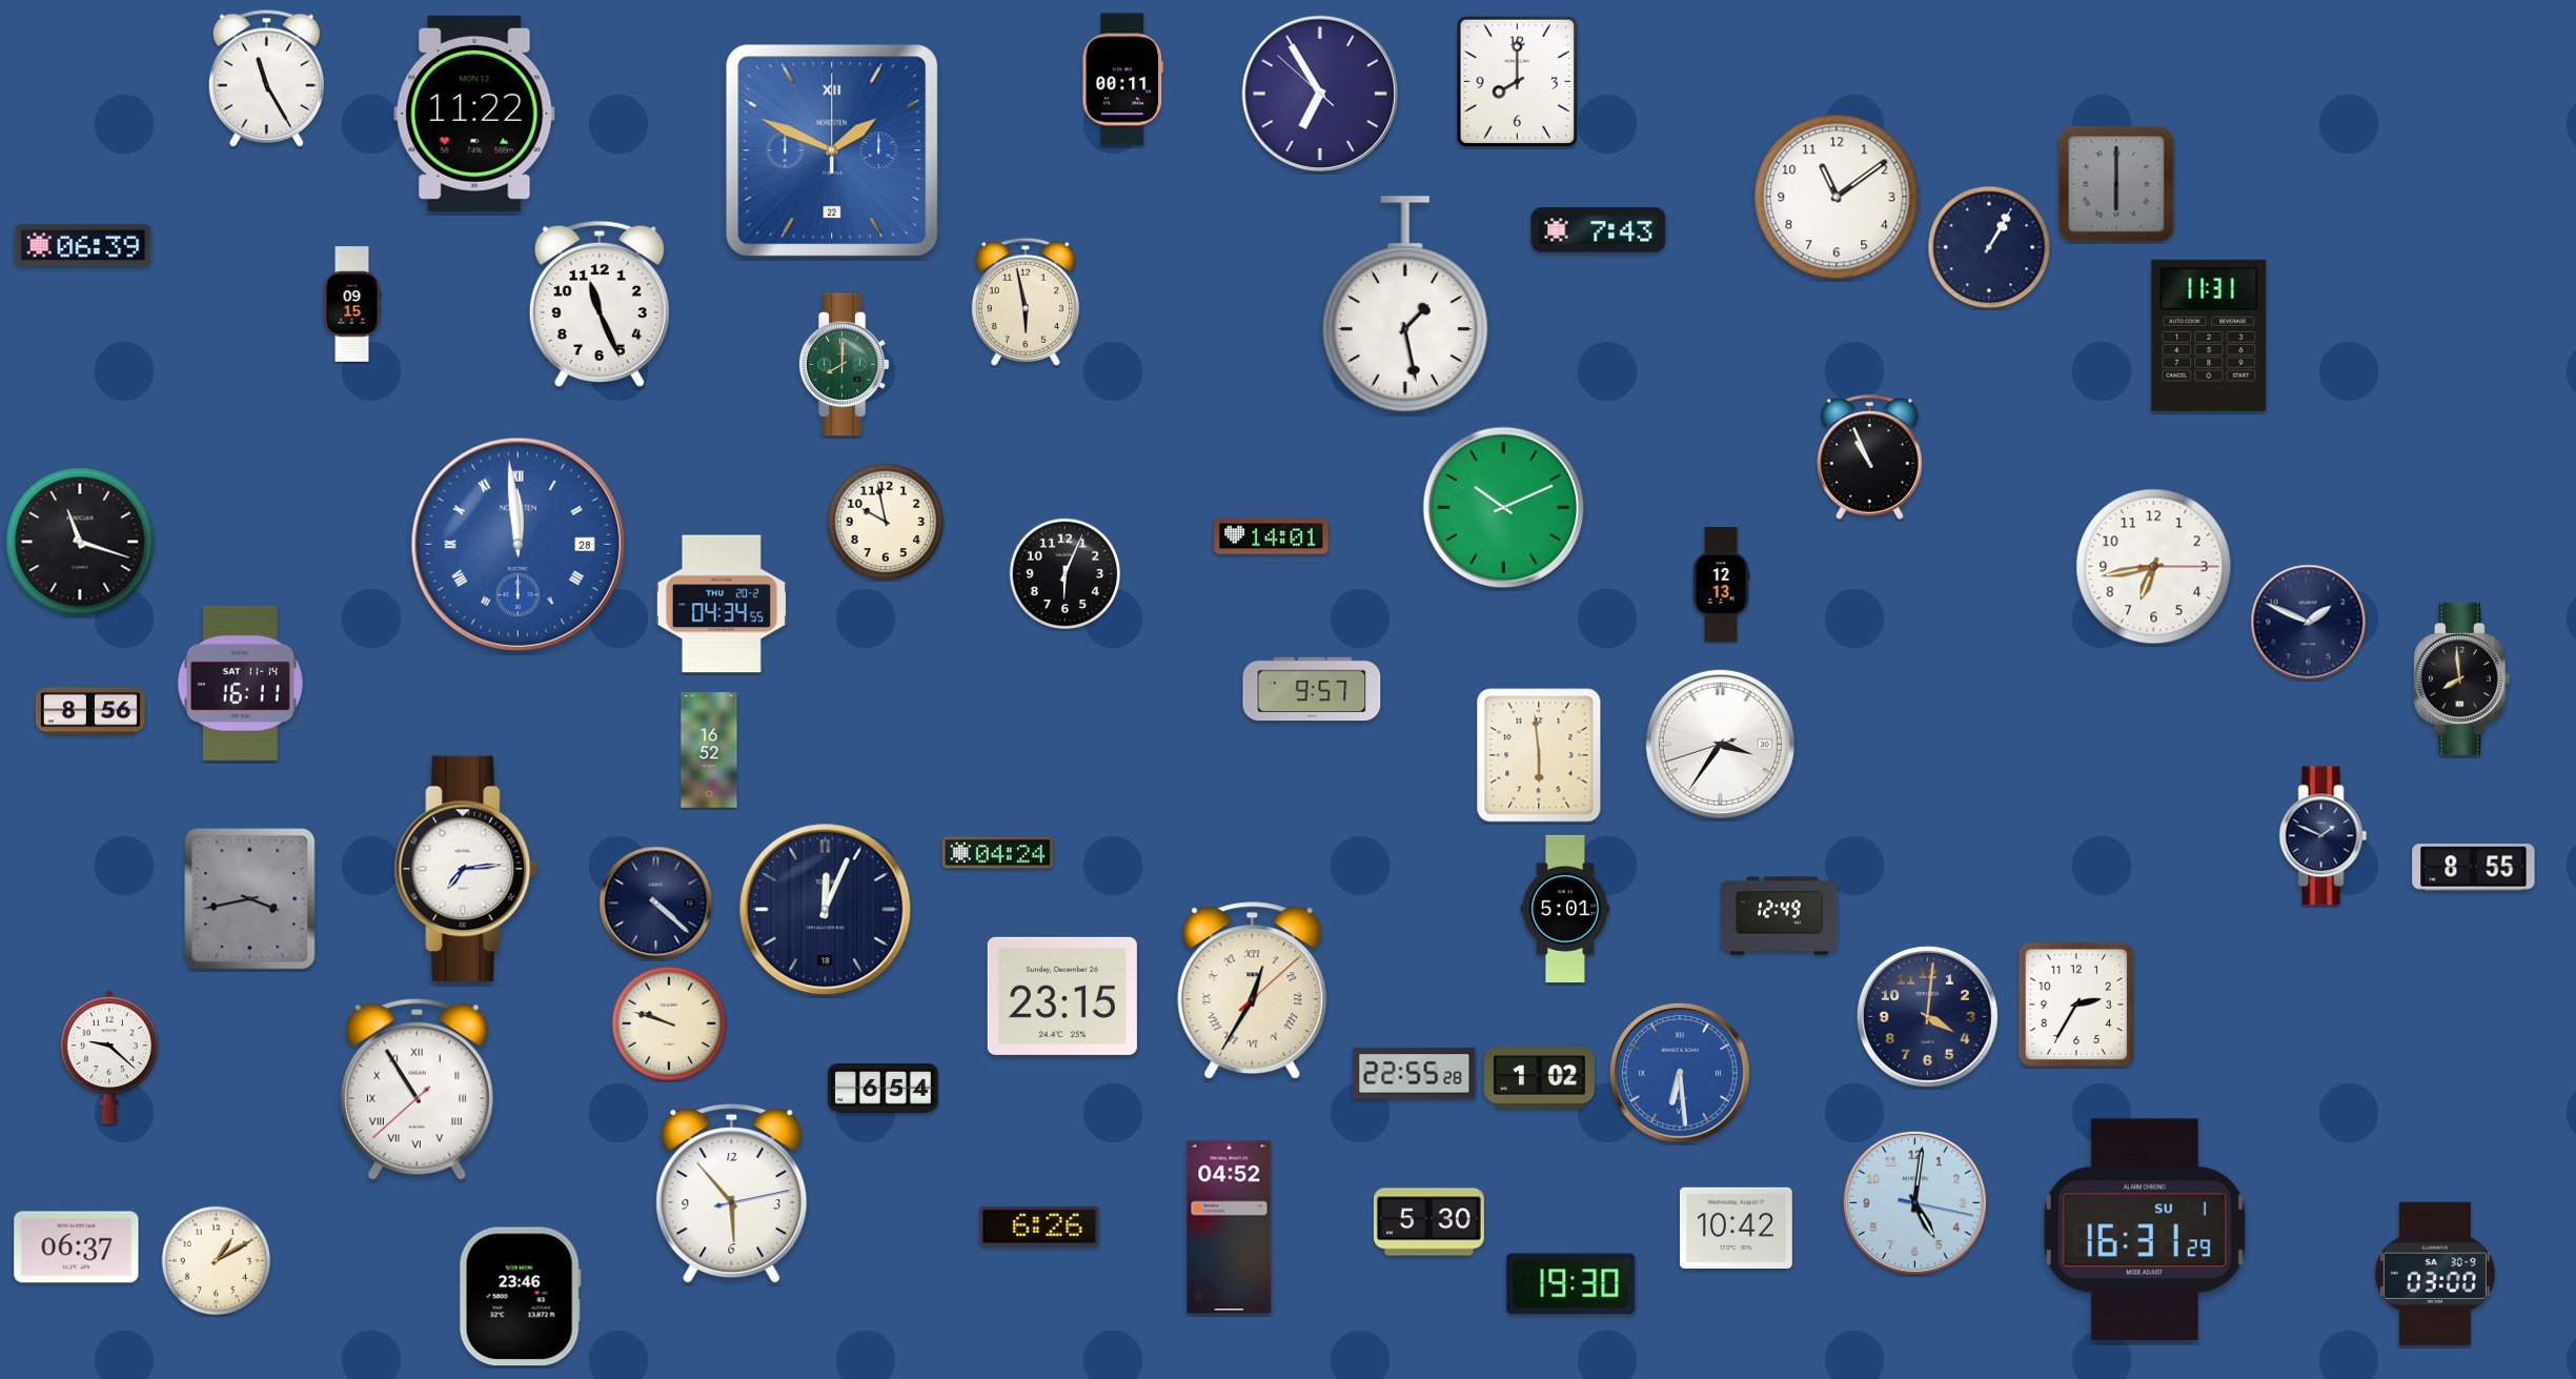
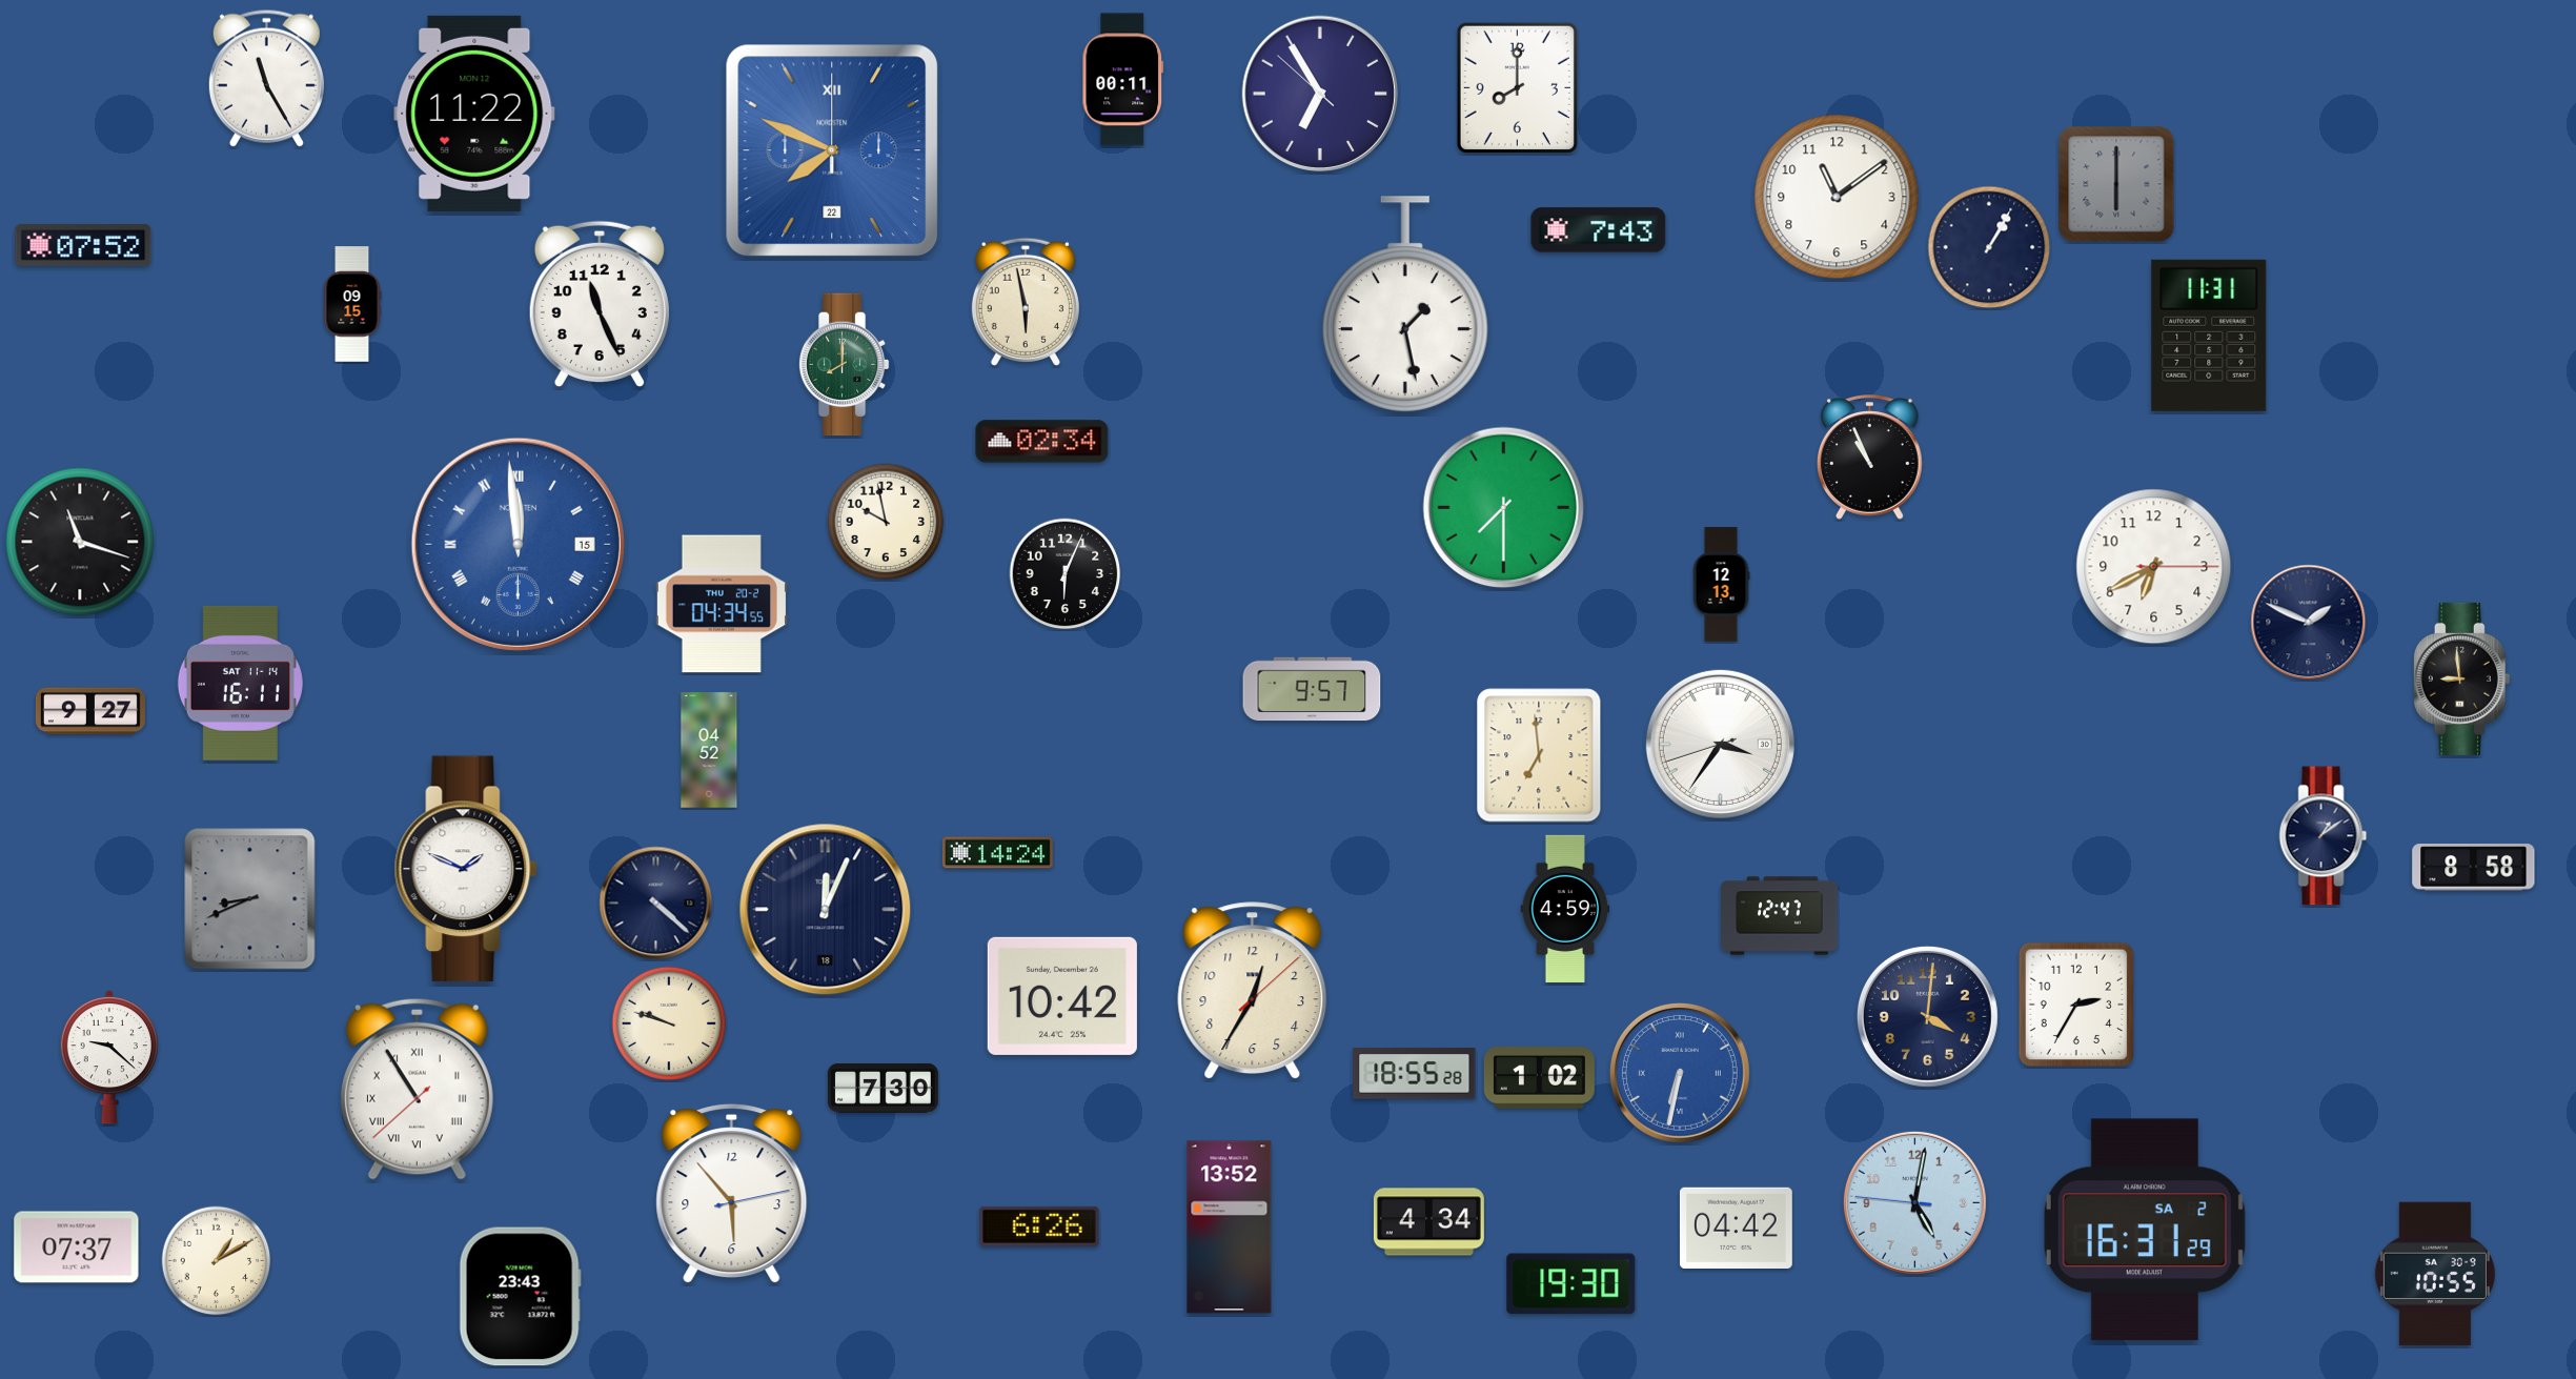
clock at (1517, 81) position: (1517, 81) -> (1517, 87)
clock at (832, 150): 1:49 -> 7:49
clock at (83, 245): 06:39 -> 07:52
clock at (1042, 442): none -> 02:34
clock at (1504, 508): 10:11 -> 7:30
clock at (1272, 536): 14:01 -> none
clock at (518, 544) date: 28 -> 15
clock at (2154, 567): 6:43 -> 6:40
clock at (2461, 678): 7:59 -> 8:59
clock at (90, 711): 8:56 -> 9:27
clock at (709, 750): 16:52 -> 04:52
clock at (1539, 755): 5:59 -> 6:59
clock at (2324, 836): 1:49 -> 1:09
clock at (997, 853): 04:24 -> 14:24
clock at (2474, 868): 8:55 -> 8:58
clock at (466, 869): 7:14 -> 1:49
clock at (250, 899): 3:43 -> 8:41
clock at (1565, 909): 5:01 -> 4:59
clock at (1780, 916): 12:49 -> 12:47
clock at (1253, 990) numerals: Roman -> Arabic
clock at (1062, 996): 23:15 -> 10:42
clock at (1680, 1073): 6:29 -> 6:32
clock at (1415, 1074): 22:55 -> 18:55
clock at (883, 1088): 6:54 -> 7:30
clock at (1914, 1202): 5:01:17 -> 5:01:46
clock at (1428, 1222): 5:30 -> 4:34
clock at (1230, 1228): 04:52 -> 13:52
clock at (1736, 1228): 10:42 -> 04:42
clock at (2145, 1230) date: SU 1 -> SA 2
clock at (77, 1248): 06:37 -> 07:37
clock at (2435, 1274): 03:00 -> 10:55
clock at (520, 1297): 23:46 -> 23:43
